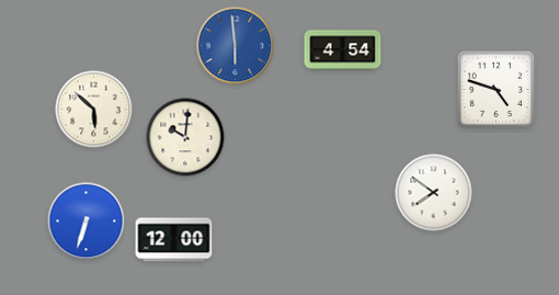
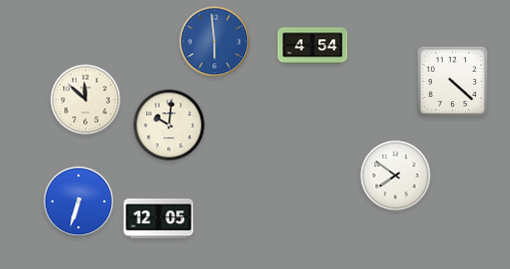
clock at (497, 90): 4:48 -> 4:22
clock at (94, 110): 5:52 -> 11:52
clock at (174, 240): 12:00 -> 12:05
